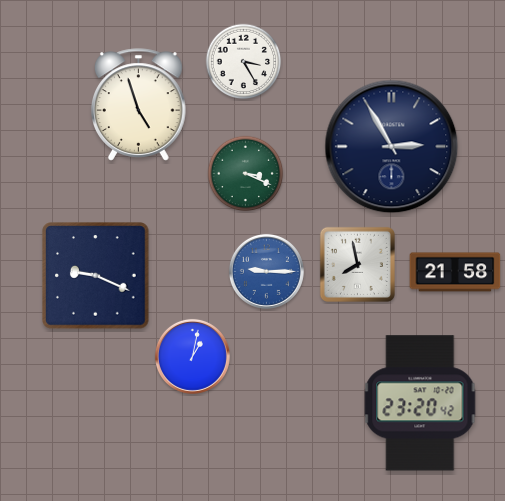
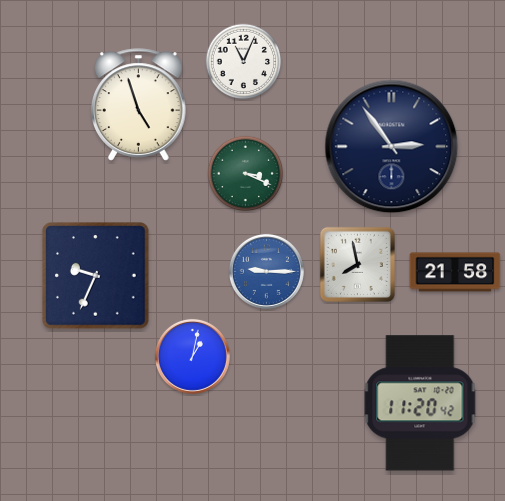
clock at (244, 62): 3:25 -> 11:04
clock at (392, 147): 2:55 -> 2:54
clock at (96, 276): 9:19 -> 9:34
clock at (420, 403): 23:20 -> 11:20
